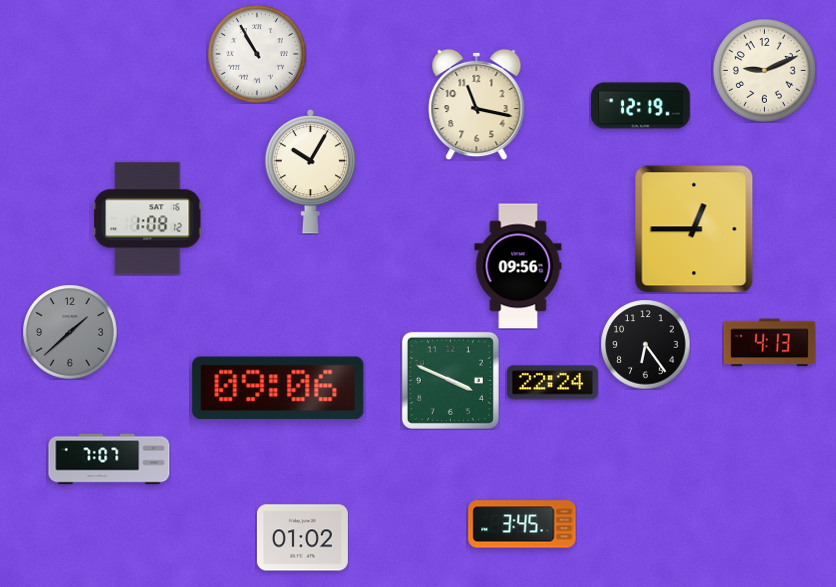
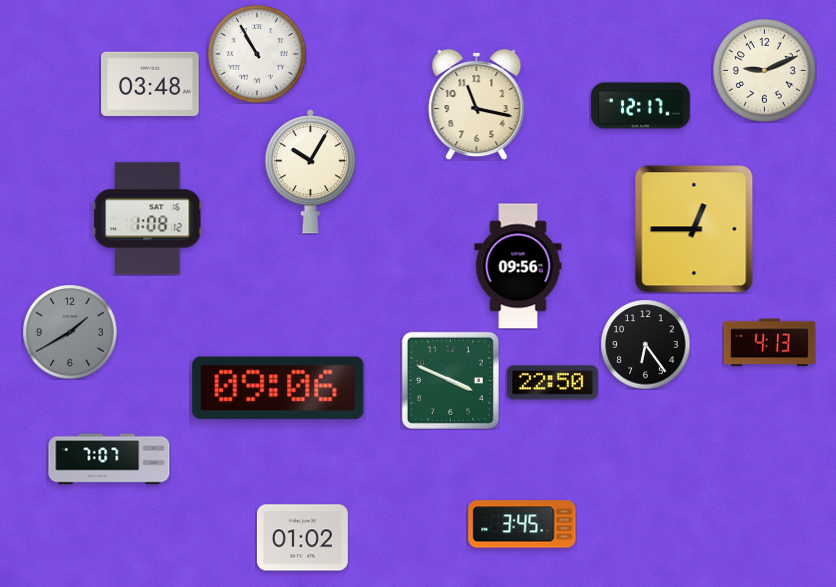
clock at (150, 84): none -> 03:48
clock at (641, 106): 12:19 -> 12:17
clock at (70, 332): 1:38 -> 1:40
clock at (552, 383): 22:24 -> 22:50
